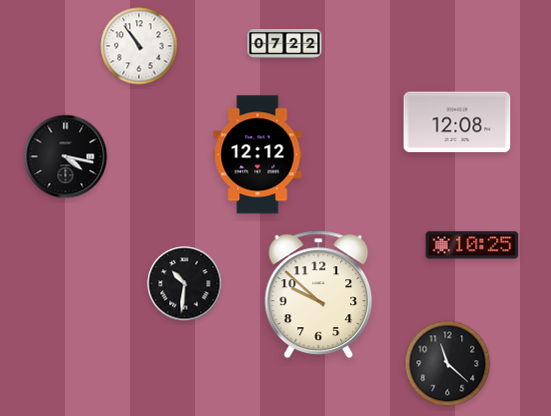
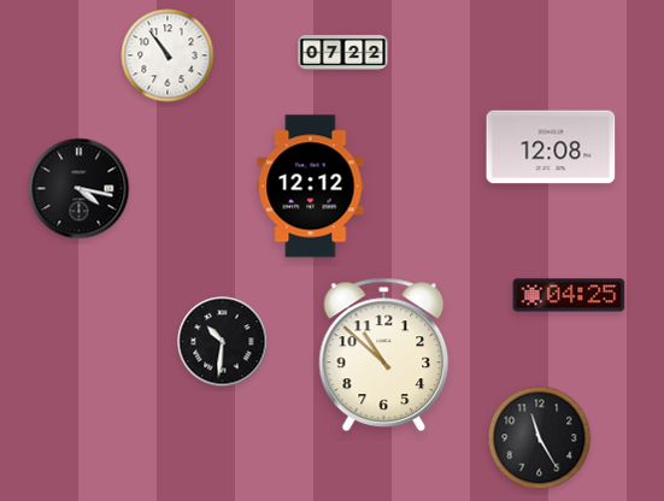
clock at (472, 245): 10:25 -> 04:25
clock at (319, 295): 9:52 -> 10:52
clock at (448, 364): 11:22 -> 11:25
